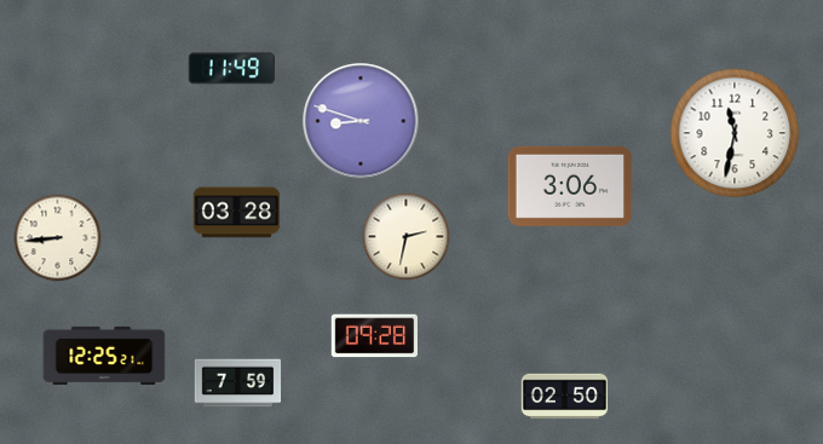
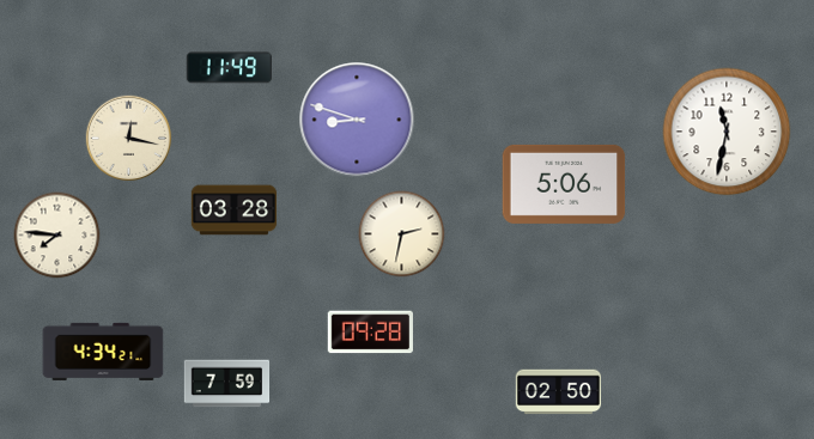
clock at (129, 139): none -> 12:17
clock at (570, 186): 3:06 -> 5:06
clock at (58, 238): 8:44 -> 7:46
clock at (104, 356): 12:25 -> 4:34
clock at (238, 384) position: (238, 384) -> (227, 384)
